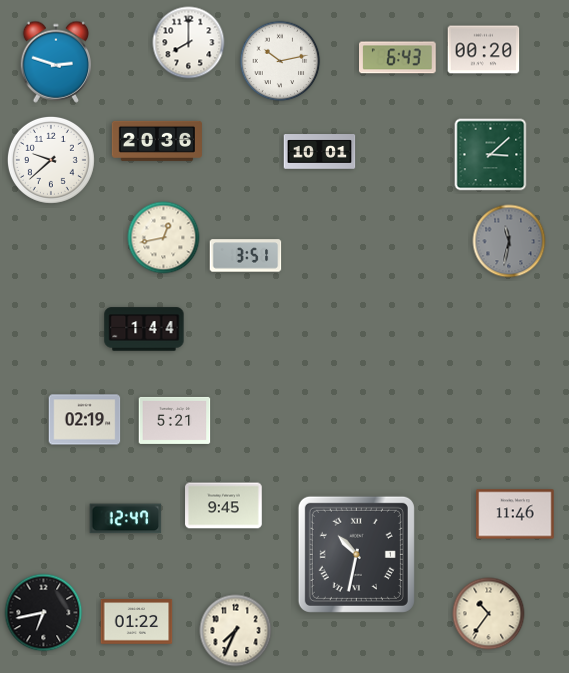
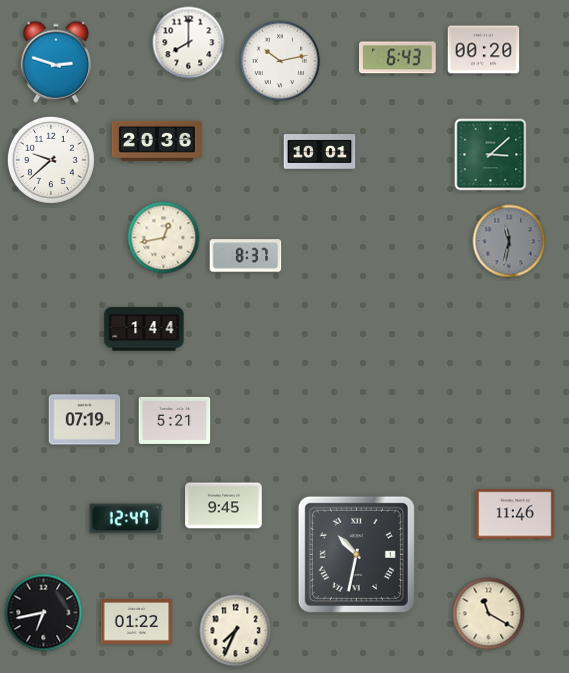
clock at (246, 256): 3:51 -> 8:37
clock at (85, 420): 02:19 -> 07:19
clock at (489, 614): 10:36 -> 11:20
